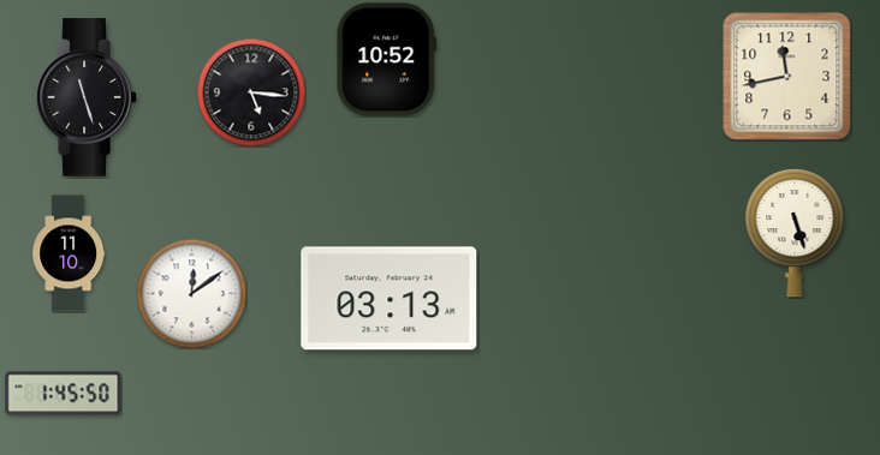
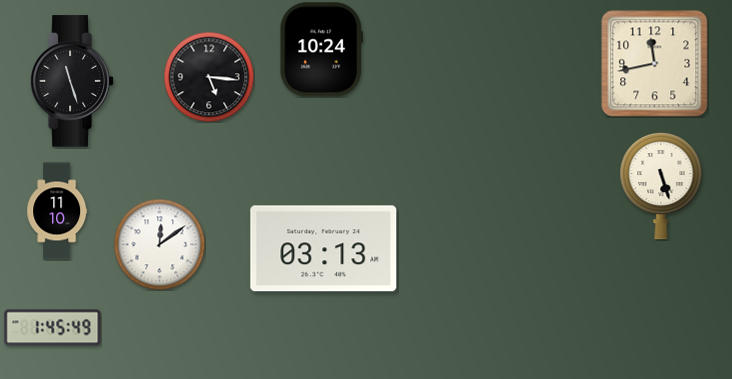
clock at (386, 60): 10:52 -> 10:24
clock at (795, 233) position: (795, 233) -> (661, 186)
clock at (64, 394): 1:45:50 -> 1:45:49
